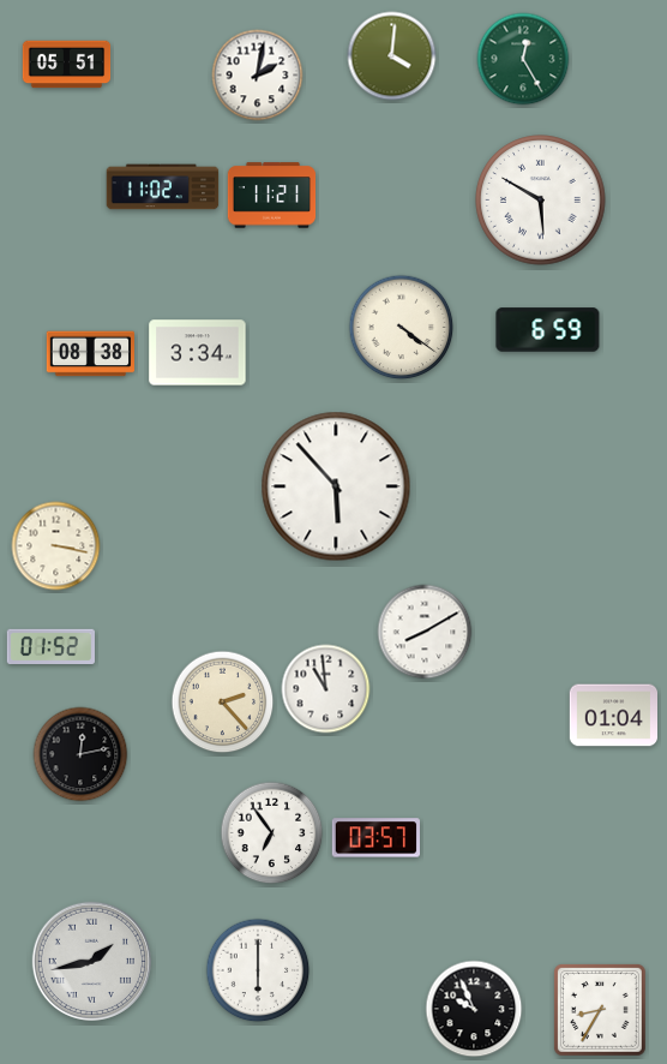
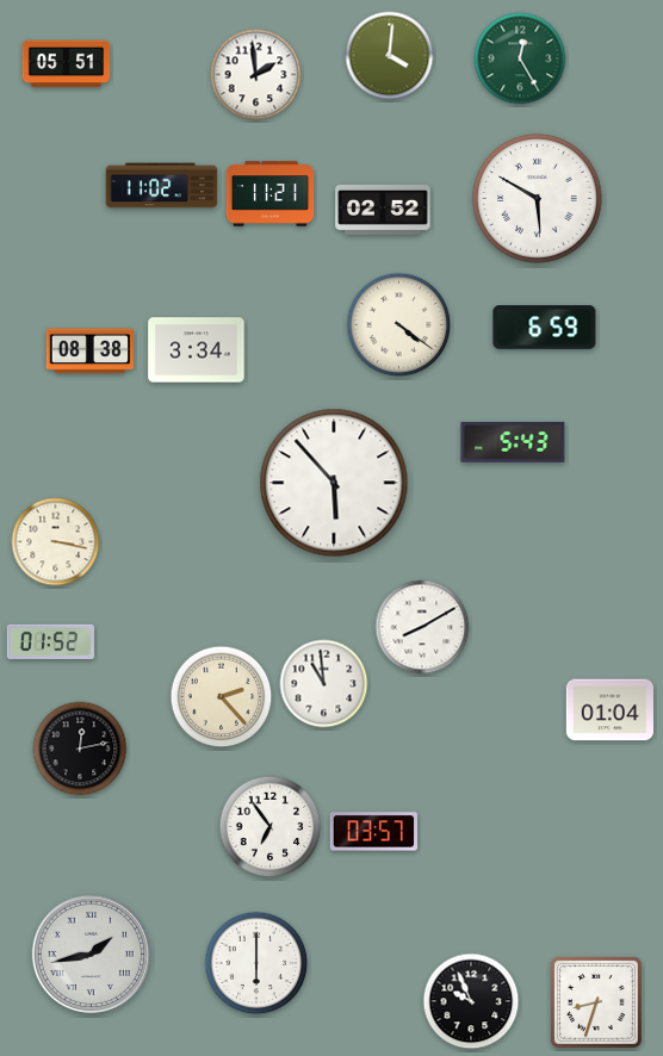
clock at (258, 76): 2:02 -> 1:59
clock at (383, 210): none -> 02:52
clock at (513, 442): none -> 5:43
clock at (601, 1011): 8:35 -> 8:33
